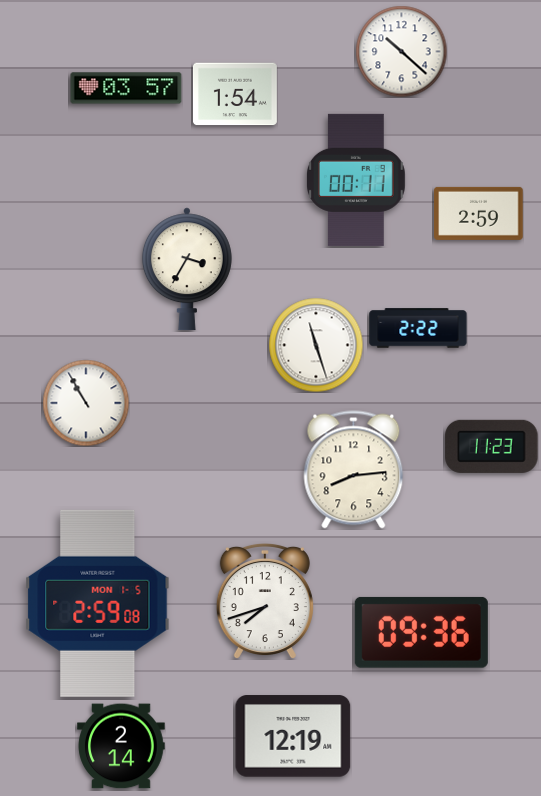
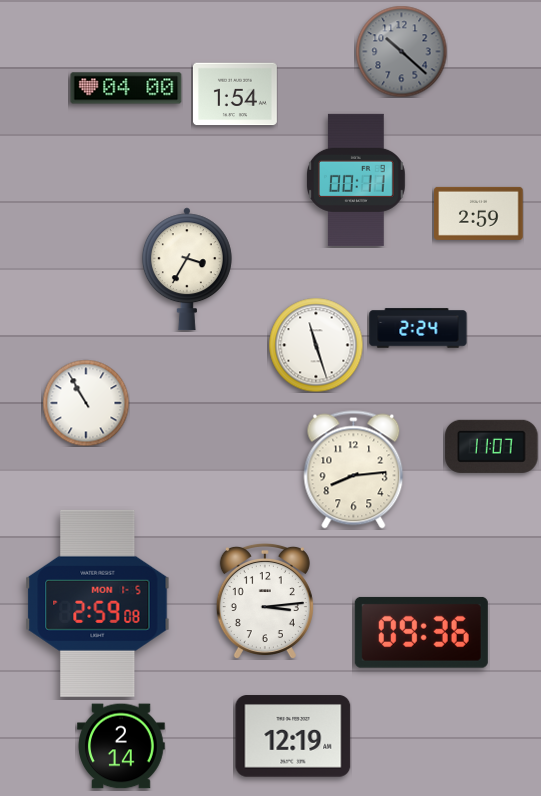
clock at (401, 51) dial: white -> grey
clock at (126, 88): 03:57 -> 04:00
clock at (418, 328): 2:22 -> 2:24
clock at (492, 446): 11:23 -> 11:07
clock at (265, 601): 7:42 -> 3:14
